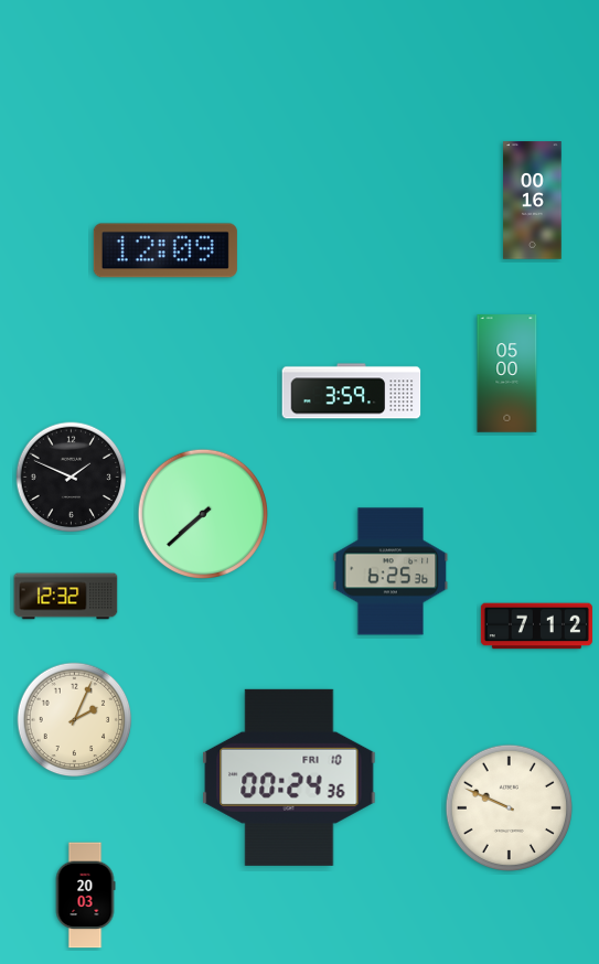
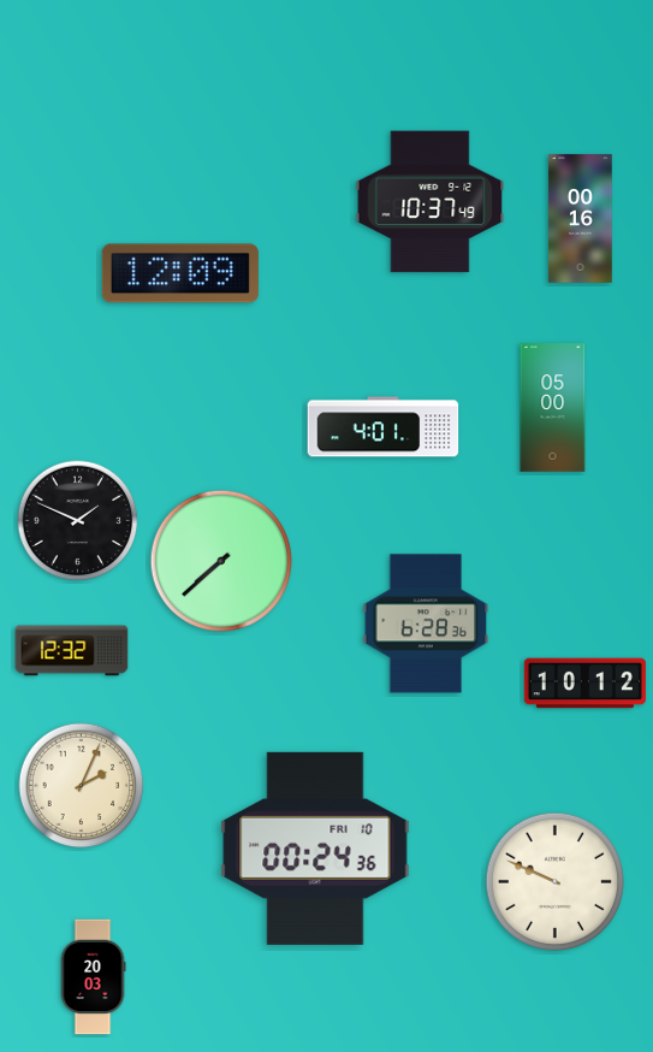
clock at (431, 202): none -> 10:37
clock at (352, 392): 3:59 -> 4:01
clock at (391, 571): 6:25 -> 6:28
clock at (536, 626): 7:12 -> 10:12
